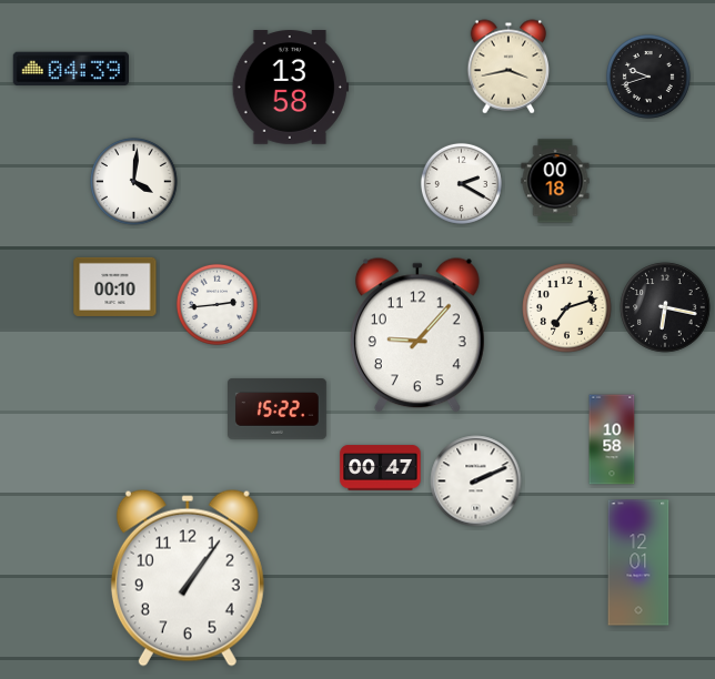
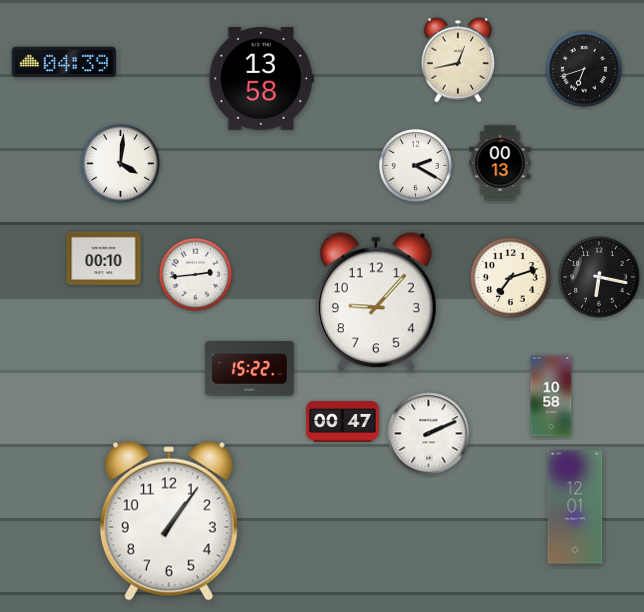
clock at (508, 67): 3:43 -> 12:43
clock at (648, 77): 9:42 -> 6:42
clock at (555, 181): 00:18 -> 00:13
